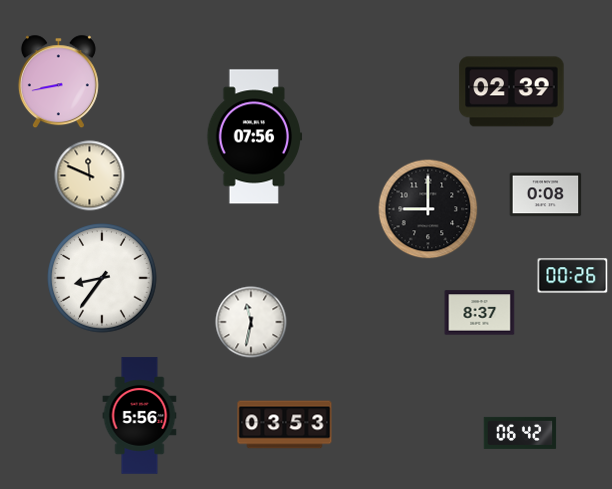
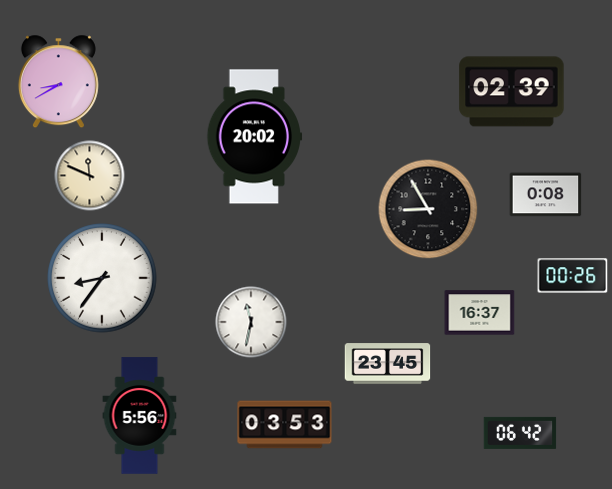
clock at (58, 82): 8:43 -> 8:40
clock at (255, 137): 07:56 -> 20:02
clock at (428, 209): 9:00 -> 8:55
clock at (480, 313): 8:37 -> 16:37
clock at (388, 364): none -> 23:45
